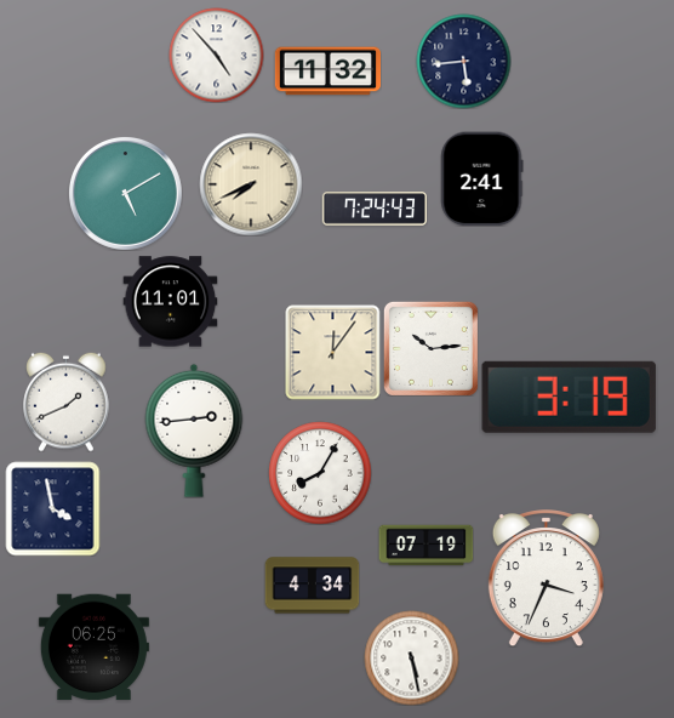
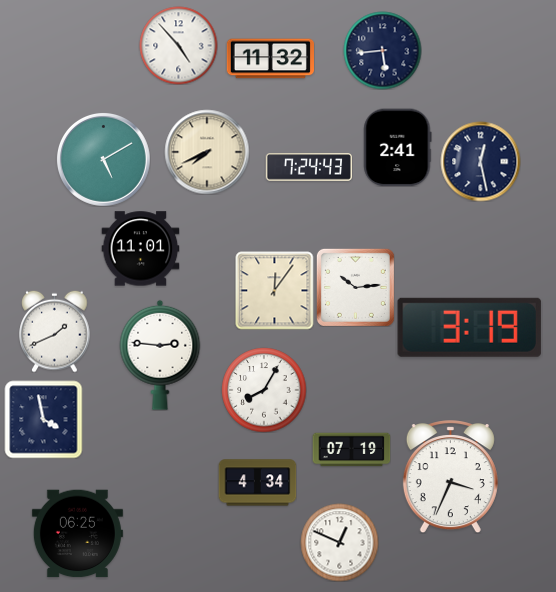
clock at (480, 161): none -> 12:28
clock at (375, 209) position: (375, 209) -> (309, 167)
clock at (194, 431): 2:44 -> 2:46
clock at (411, 657): 5:28 -> 12:49
